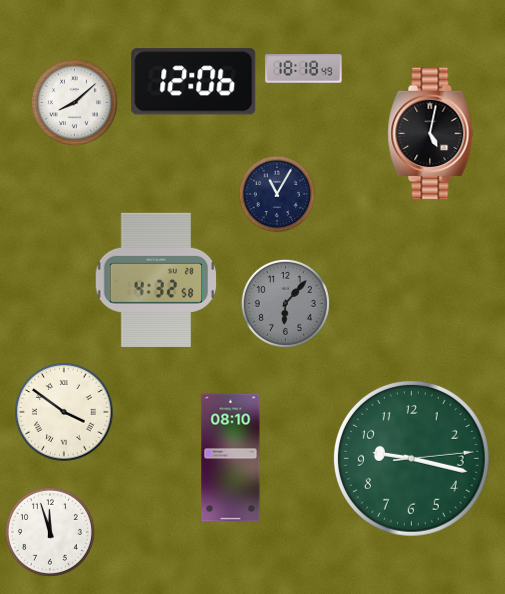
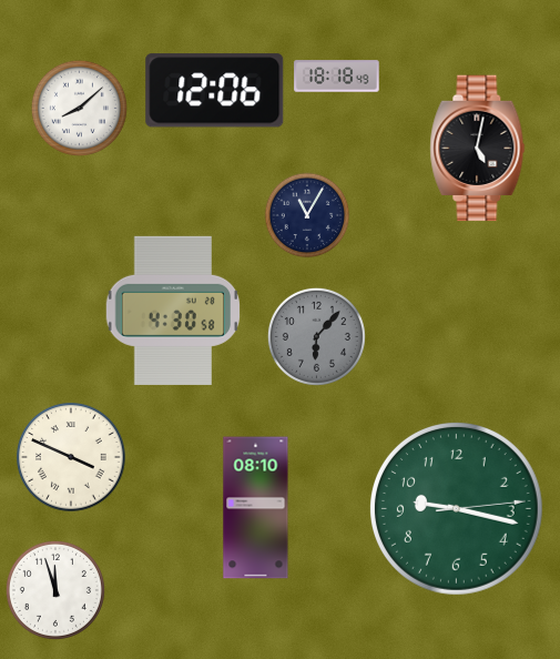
clock at (74, 102) position: (74, 102) -> (79, 108)
clock at (156, 280): 4:32 -> 4:30
clock at (64, 412): 3:51 -> 3:49
